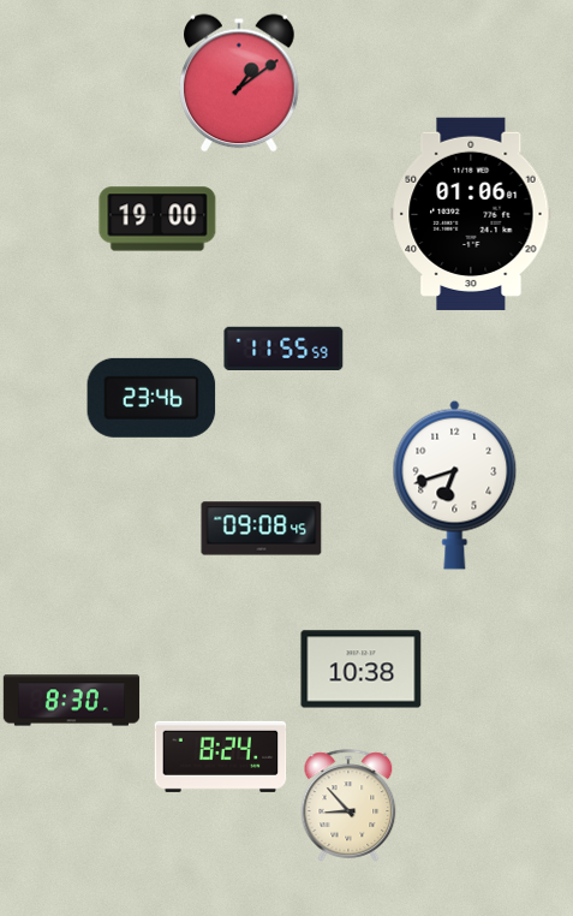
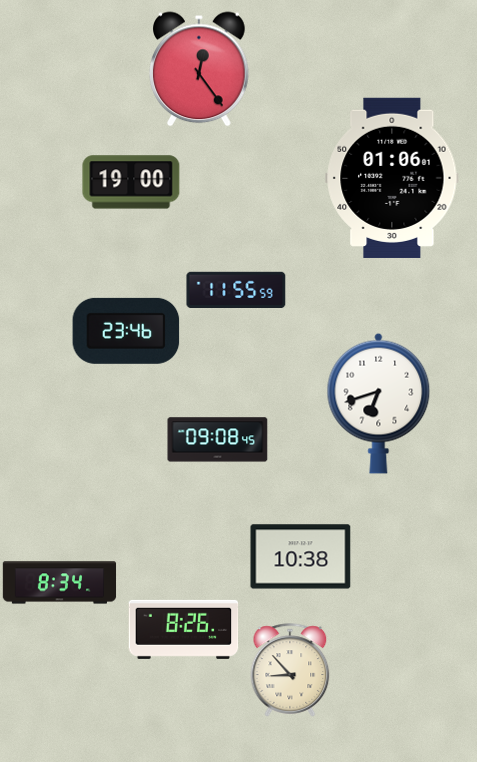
clock at (239, 83): 1:09 -> 12:24
clock at (72, 701): 8:30 -> 8:34
clock at (221, 756): 8:24 -> 8:26
